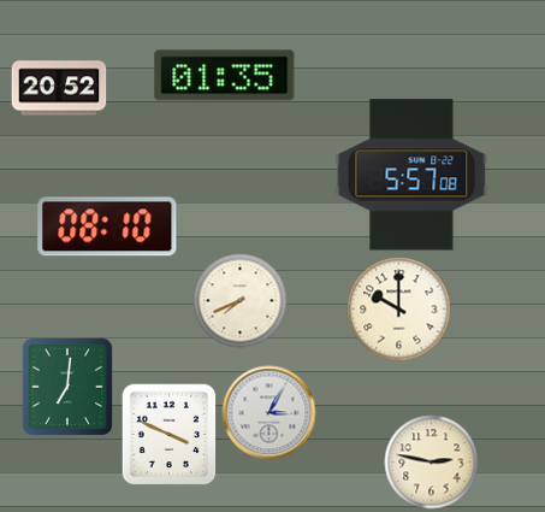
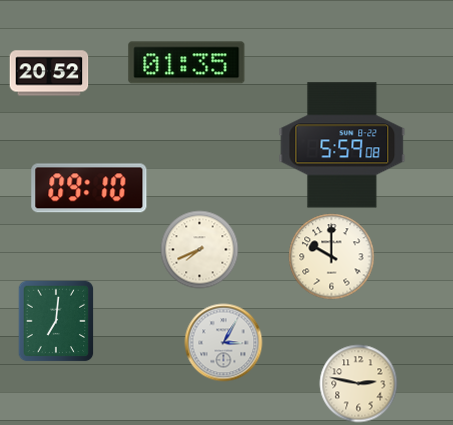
clock at (411, 175): 5:57 -> 5:59
clock at (107, 226): 08:10 -> 09:10
clock at (170, 434): 3:49 -> none
